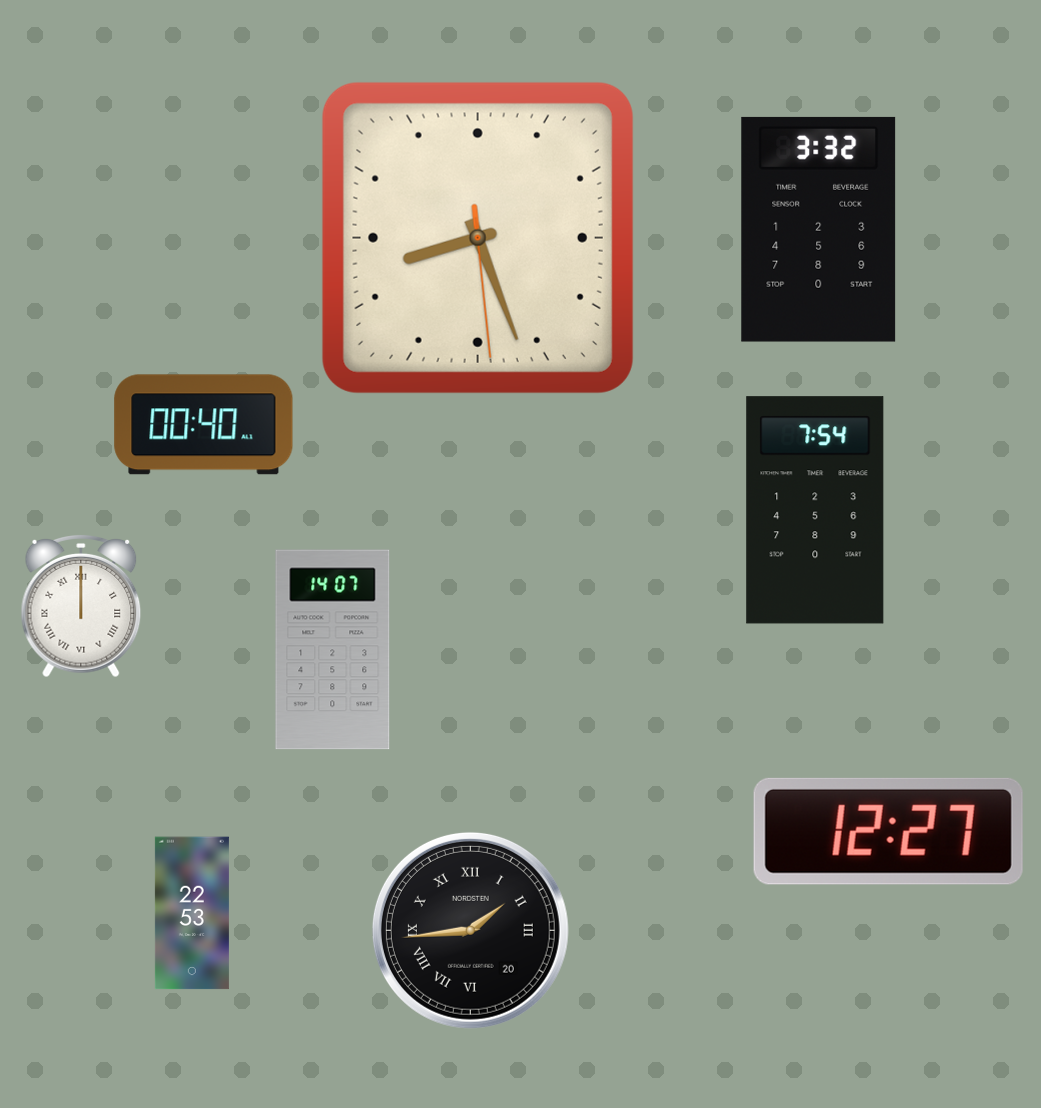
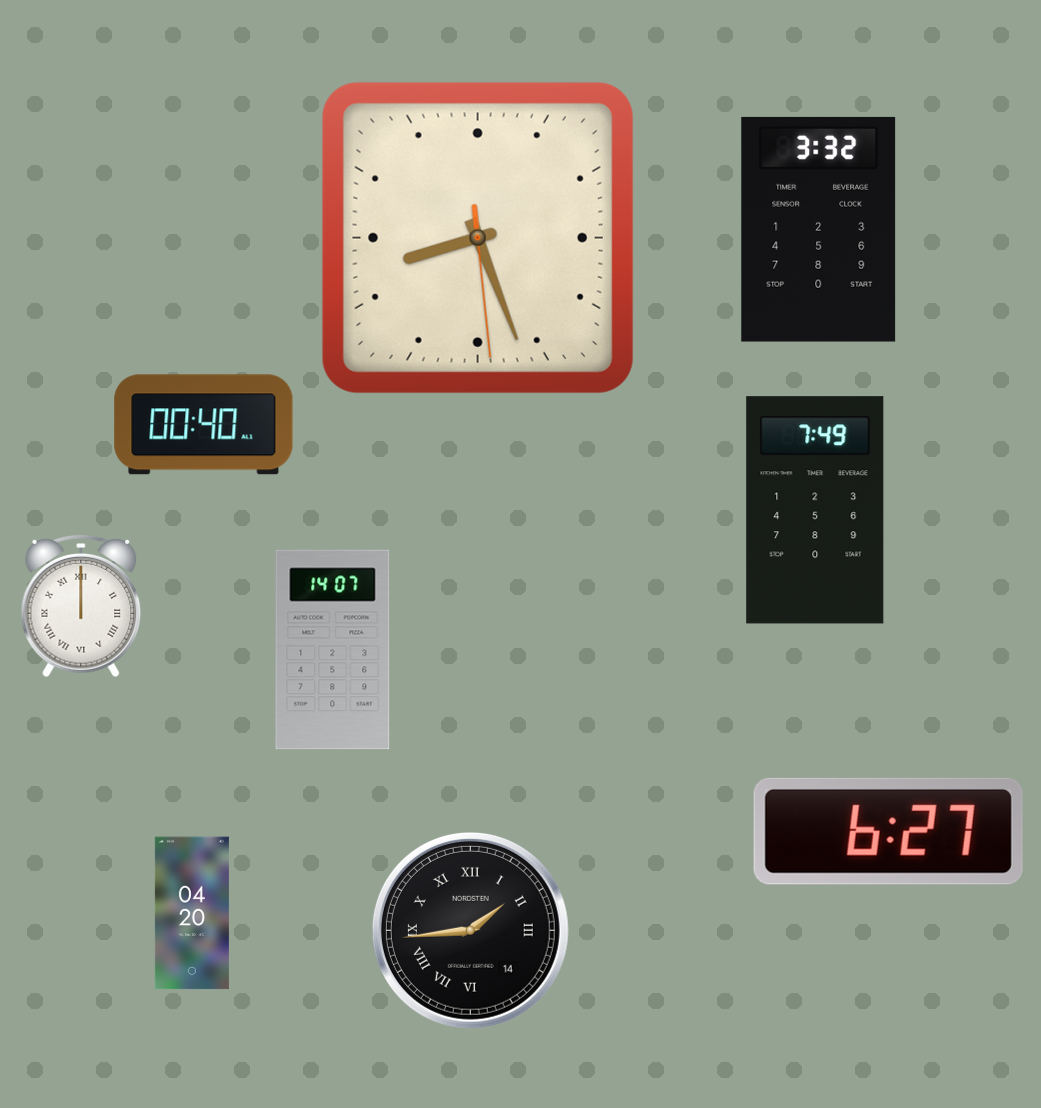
clock at (815, 510): 7:54 -> 7:49
clock at (888, 831): 12:27 -> 6:27
clock at (192, 913): 22:53 -> 04:20
clock at (470, 930) date: 20 -> 14
